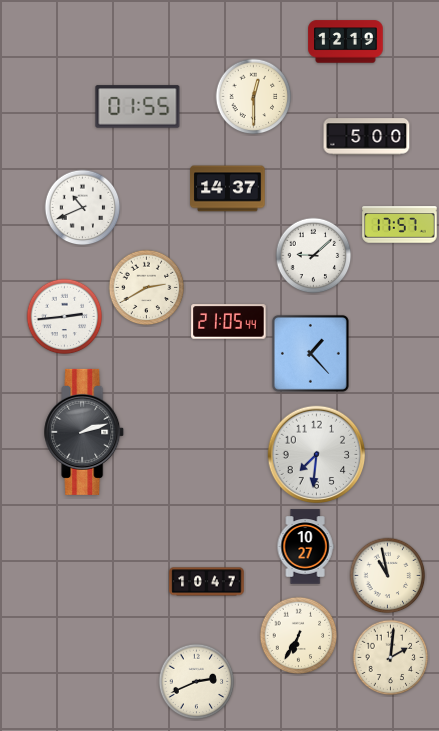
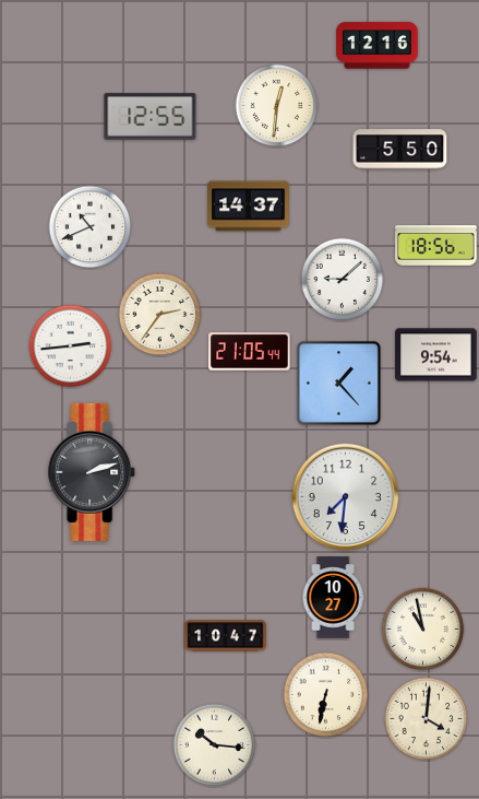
clock at (346, 42): 12:19 -> 12:16
clock at (254, 97): 12:30 -> 12:31
clock at (138, 107): 01:55 -> 12:55
clock at (367, 137): 5:00 -> 5:50
clock at (400, 225): 17:57 -> 18:56
clock at (147, 288): 2:40 -> 2:36
clock at (436, 355): none -> 9:54
clock at (310, 353) position: (310, 353) -> (338, 383)
clock at (299, 636): 6:35 -> 6:32
clock at (391, 658): 2:01 -> 4:01
clock at (197, 682): 2:41 -> 10:16
